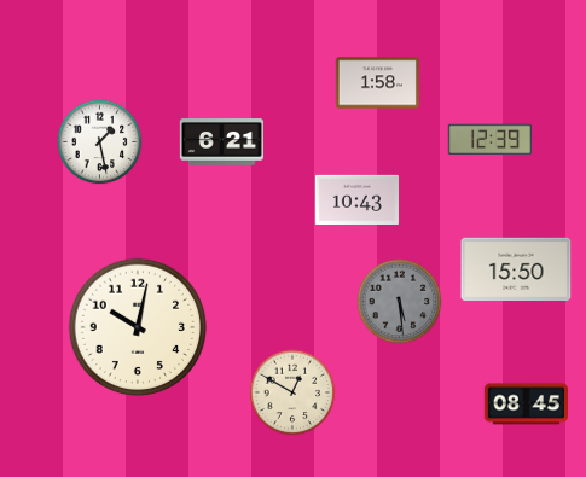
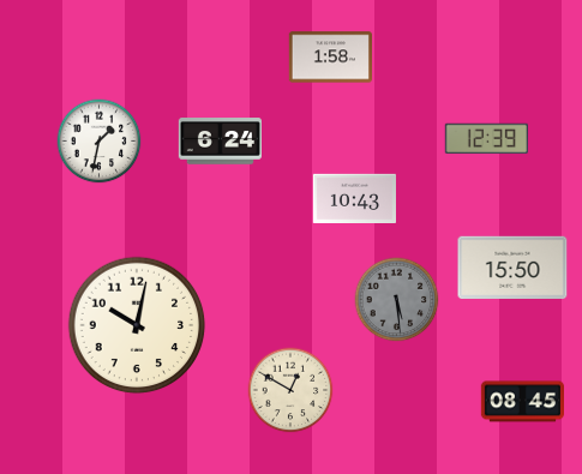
clock at (377, 83) position: (377, 83) -> (330, 58)
clock at (100, 142): 1:28 -> 1:32
clock at (221, 142): 6:21 -> 6:24
